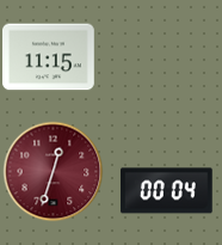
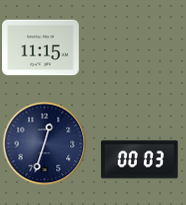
clock at (53, 171) dial: burgundy -> navy
clock at (166, 191): 00:04 -> 00:03
